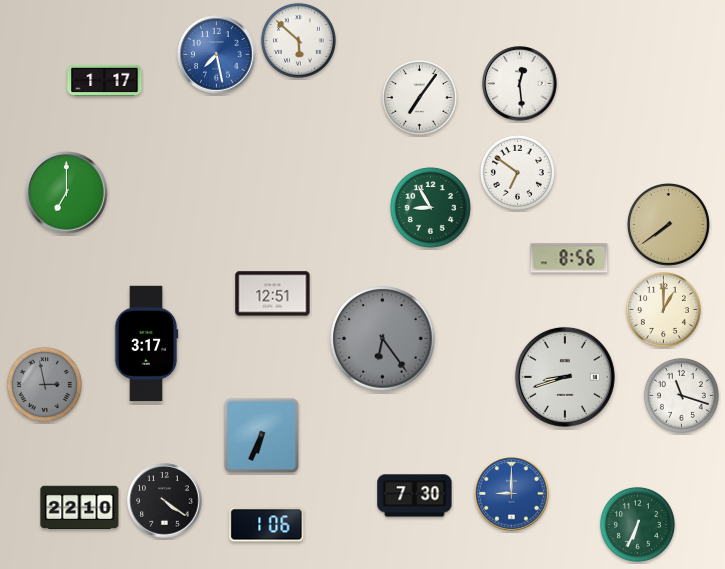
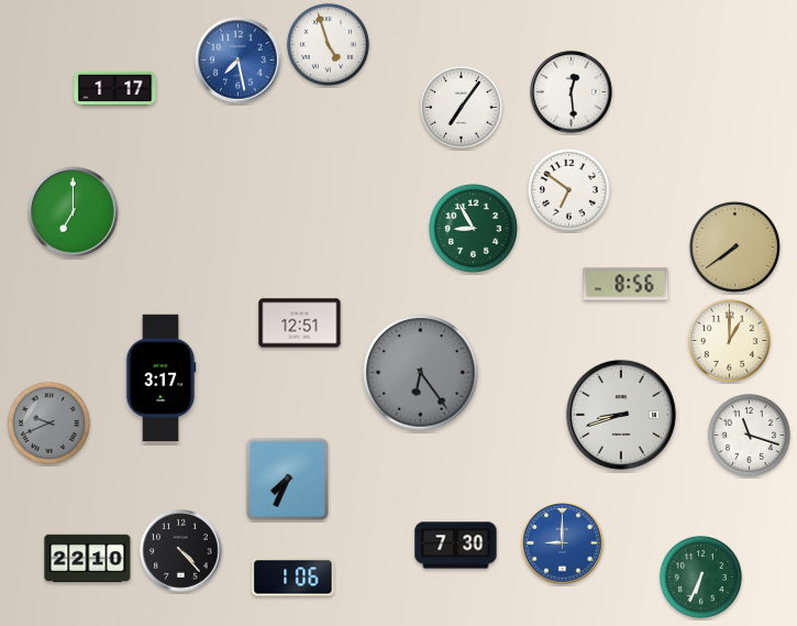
clock at (298, 40): 5:52 -> 4:57
clock at (44, 384): 2:58 -> 9:41
clock at (261, 435): 6:34 -> 7:34
clock at (165, 501): 4:21 -> 4:23
